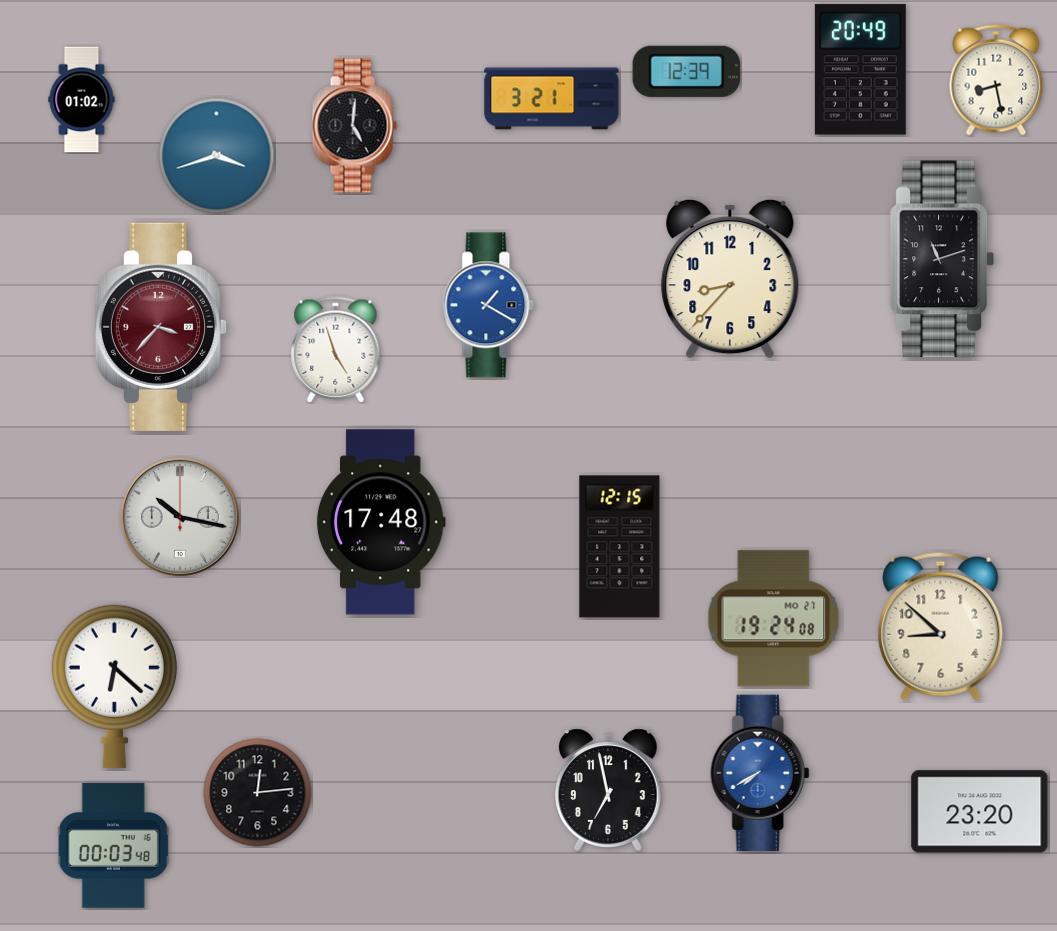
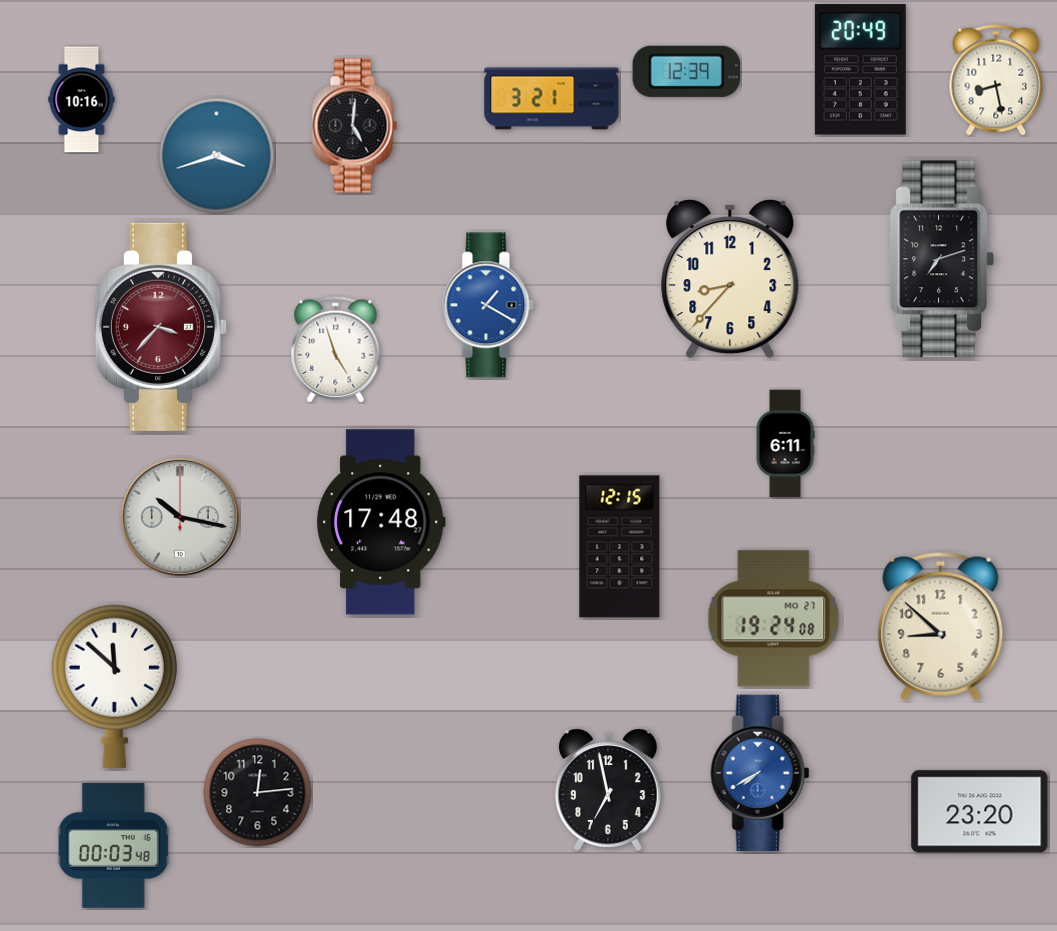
clock at (82, 100): 01:02 -> 10:16
clock at (942, 259): 11:12 -> 7:12
clock at (785, 444): none -> 6:11
clock at (114, 686): 6:22 -> 11:52
